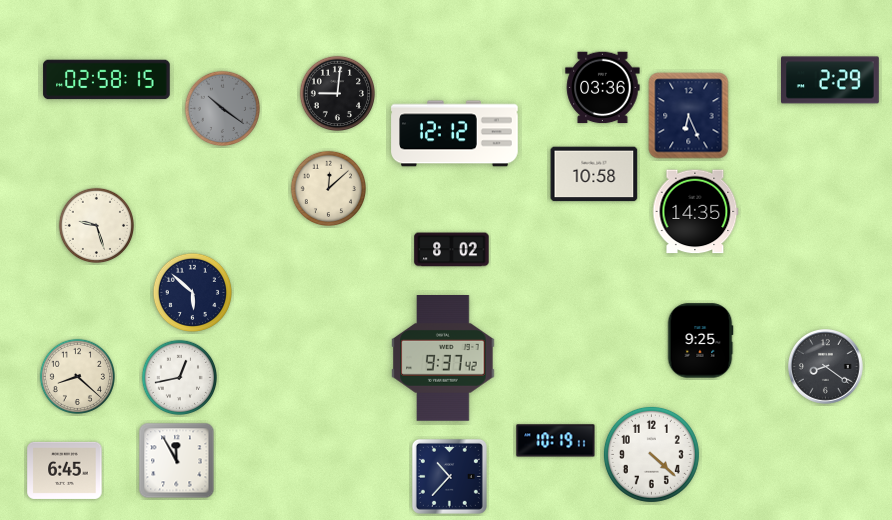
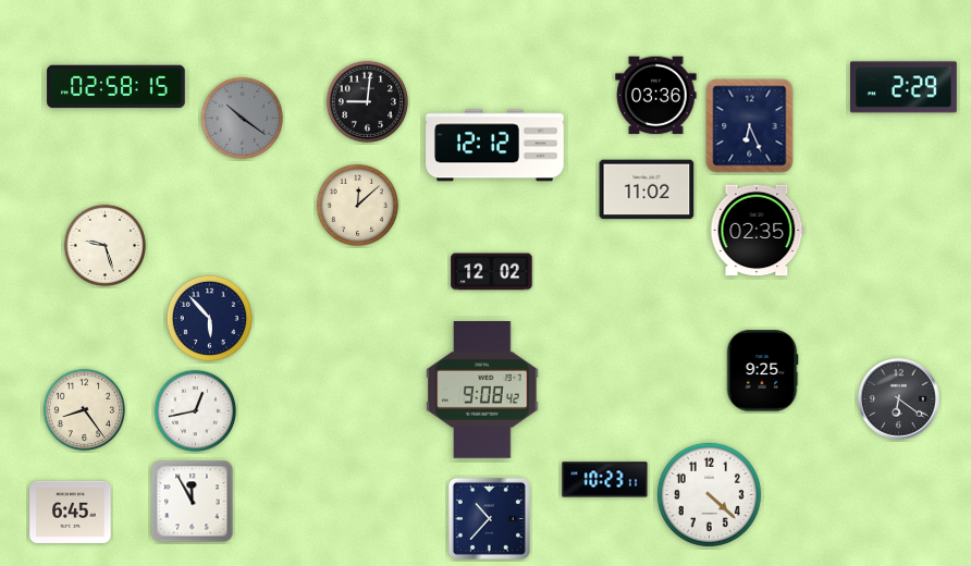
clock at (594, 174): 10:58 -> 11:02
clock at (696, 212): 14:35 -> 02:35
clock at (452, 250): 8:02 -> 12:02
clock at (192, 292): 5:52 -> 5:53
clock at (443, 359): 9:37 -> 9:08
clock at (826, 367): 8:21 -> 6:21
clock at (77, 376): 8:22 -> 8:24
clock at (556, 441): 10:19 -> 10:23
